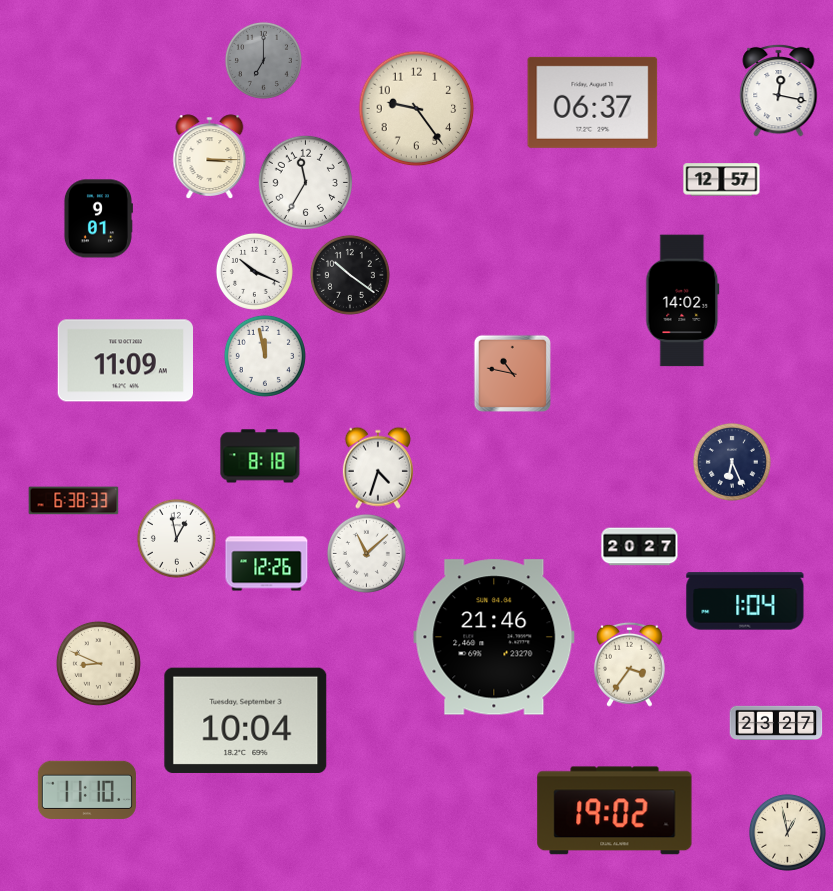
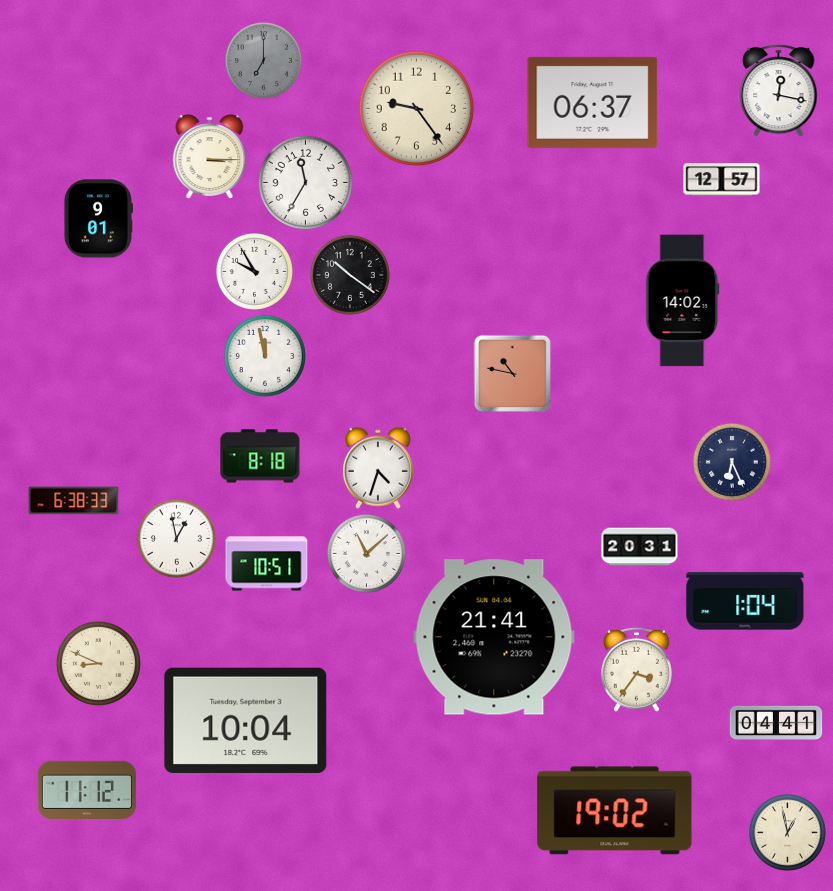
clock at (254, 271): 10:19 -> 9:55
clock at (125, 361): 11:09 -> none
clock at (640, 547): 20:27 -> 20:31
clock at (267, 564): 12:26 -> 10:51
clock at (494, 637): 21:46 -> 21:41
clock at (629, 664) position: (629, 664) -> (636, 669)
clock at (776, 723): 23:27 -> 04:41
clock at (87, 790): 11:10 -> 11:12
